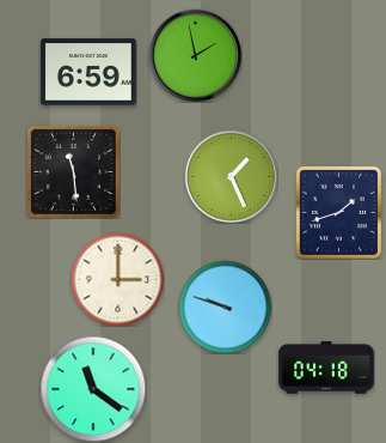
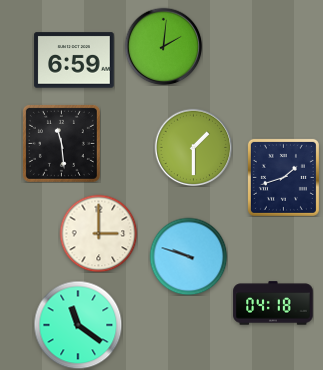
clock at (195, 55): 1:58 -> 2:01
clock at (231, 176): 1:26 -> 1:30
clock at (326, 368) position: (326, 368) -> (273, 303)
